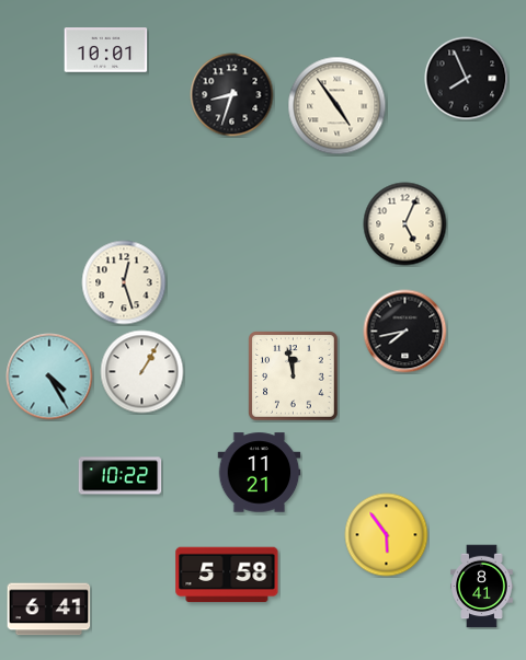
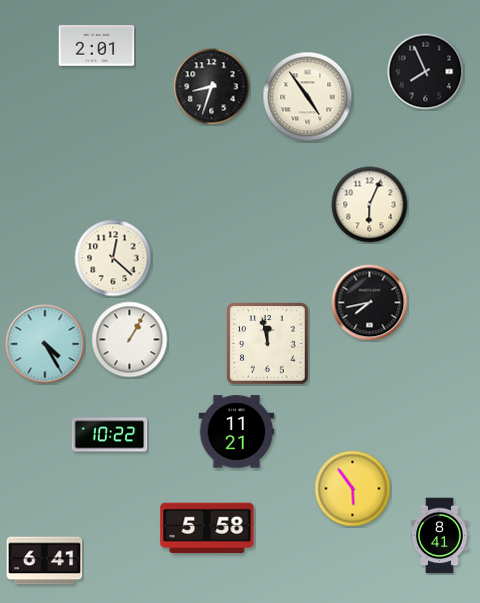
clock at (106, 50): 10:01 -> 2:01
clock at (405, 224): 5:04 -> 6:04
clock at (124, 282): 12:27 -> 12:22
clock at (227, 575) position: (227, 575) -> (207, 528)
clock at (49, 610) position: (49, 610) -> (45, 561)
